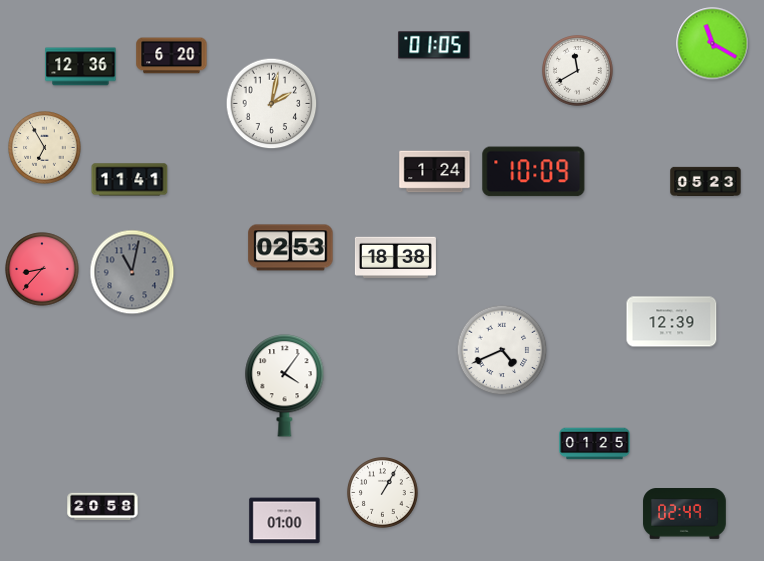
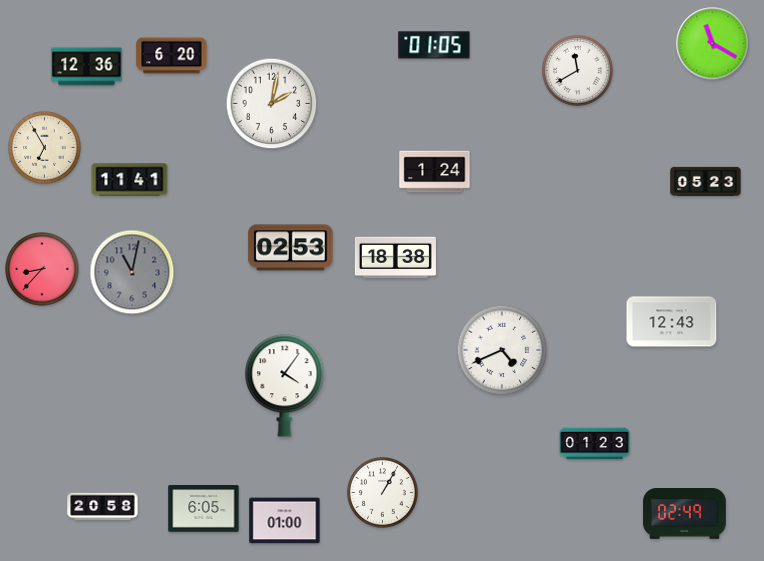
clock at (81, 67) position: (81, 67) -> (87, 67)
clock at (534, 172): 10:09 -> none
clock at (672, 322): 12:39 -> 12:43
clock at (595, 444): 01:25 -> 01:23
clock at (204, 509): none -> 6:05
